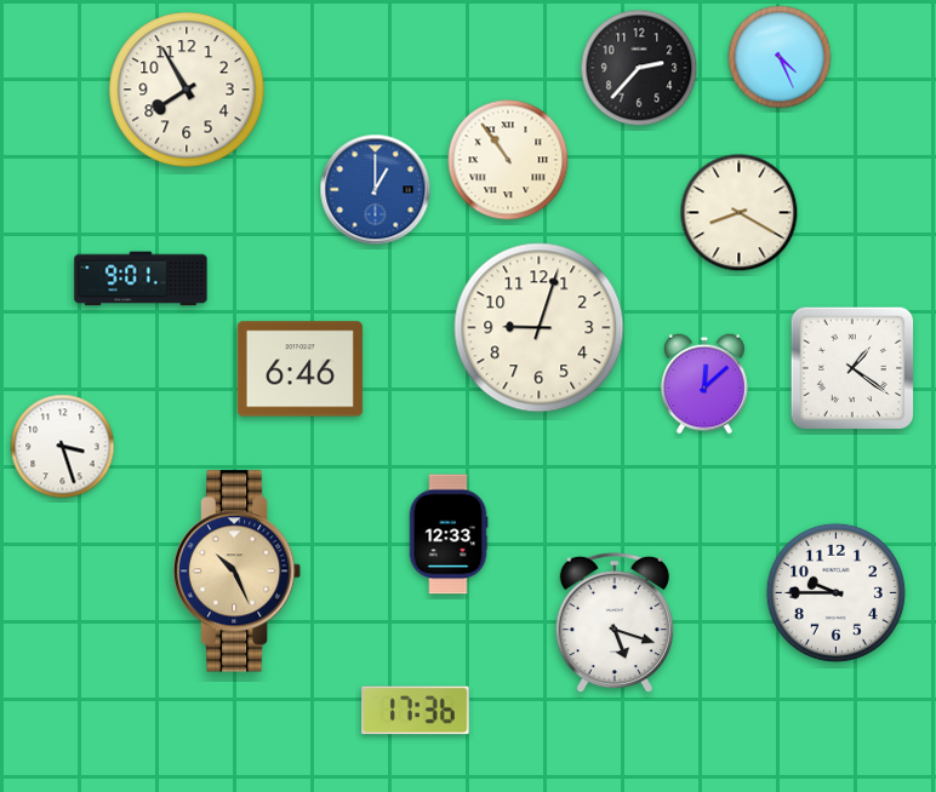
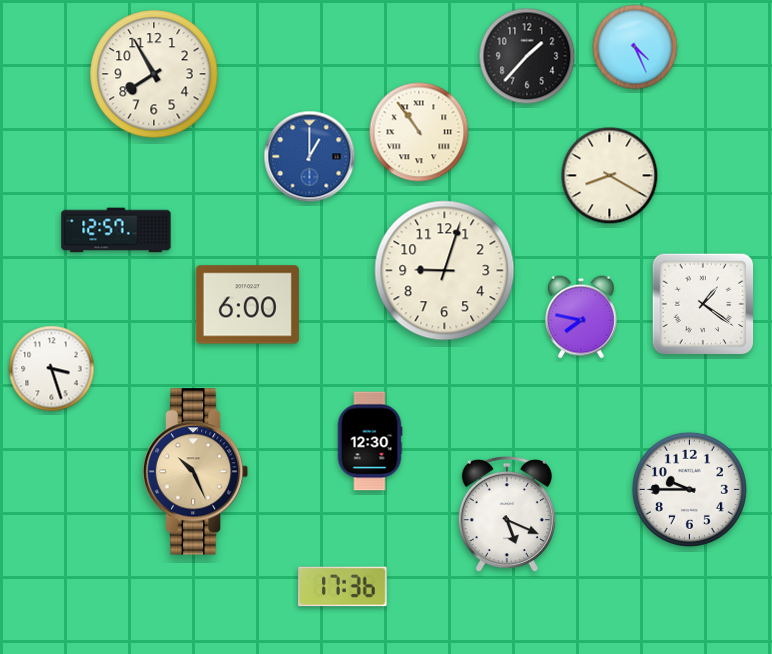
clock at (780, 57) position: (780, 57) -> (635, 47)
clock at (639, 68): 2:37 -> 1:37
clock at (141, 279): 9:01 -> 12:57
clock at (299, 369): 6:46 -> 6:00
clock at (704, 384): 12:08 -> 7:47
clock at (449, 534): 12:33 -> 12:30
clock at (615, 622): 5:18 -> 5:19
